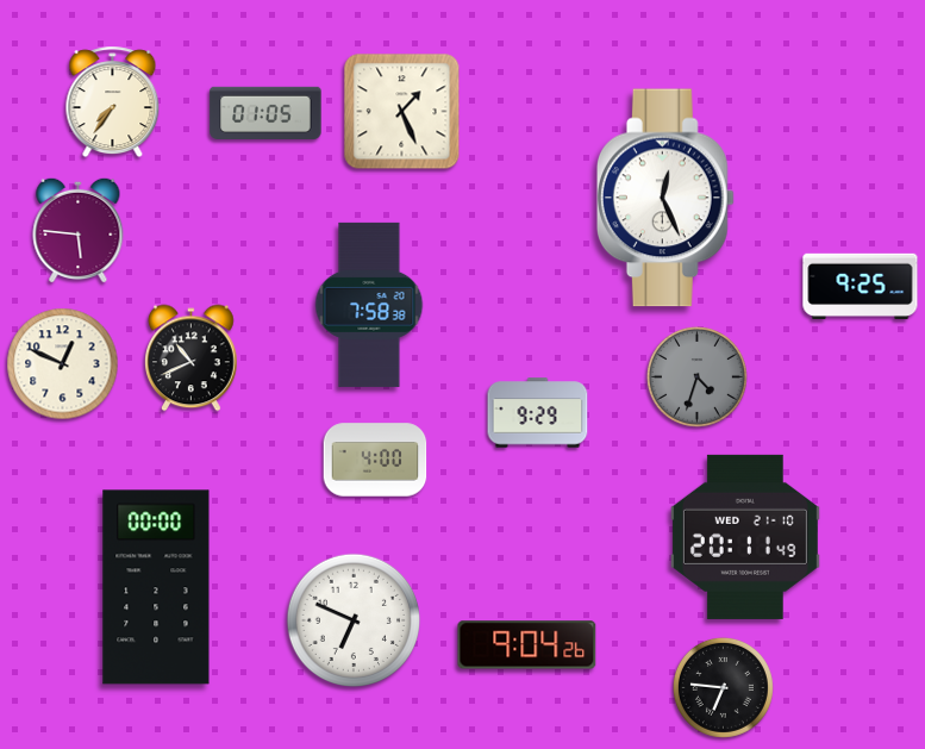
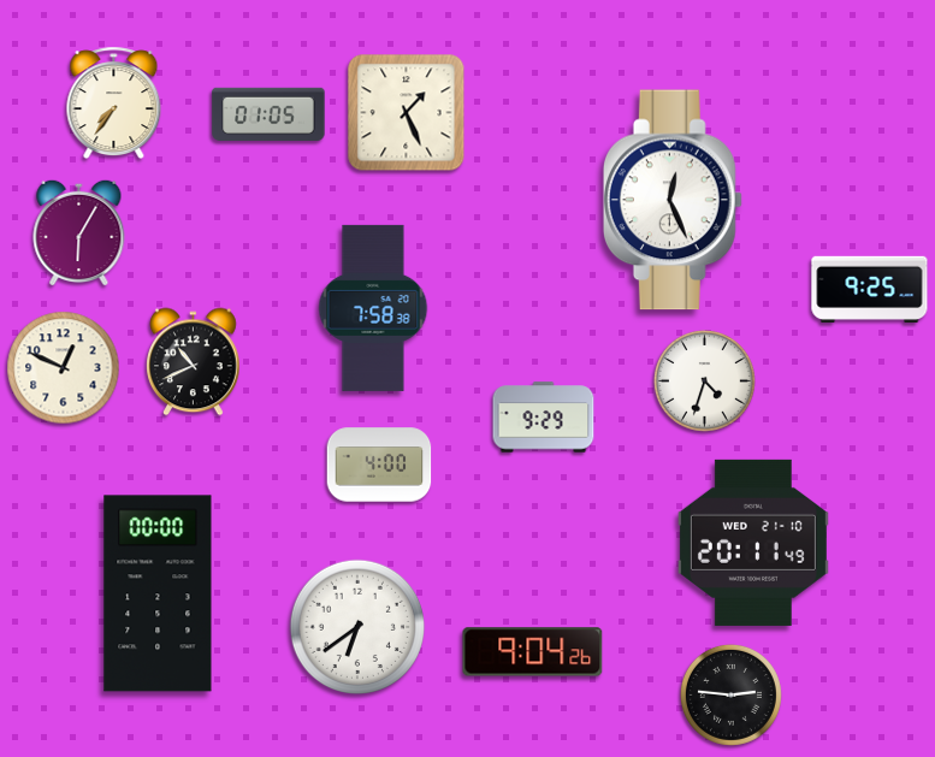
clock at (79, 230): 5:46 -> 6:05
clock at (696, 376) dial: grey -> white
clock at (352, 619): 6:49 -> 6:39
clock at (723, 687): 6:46 -> 2:46
